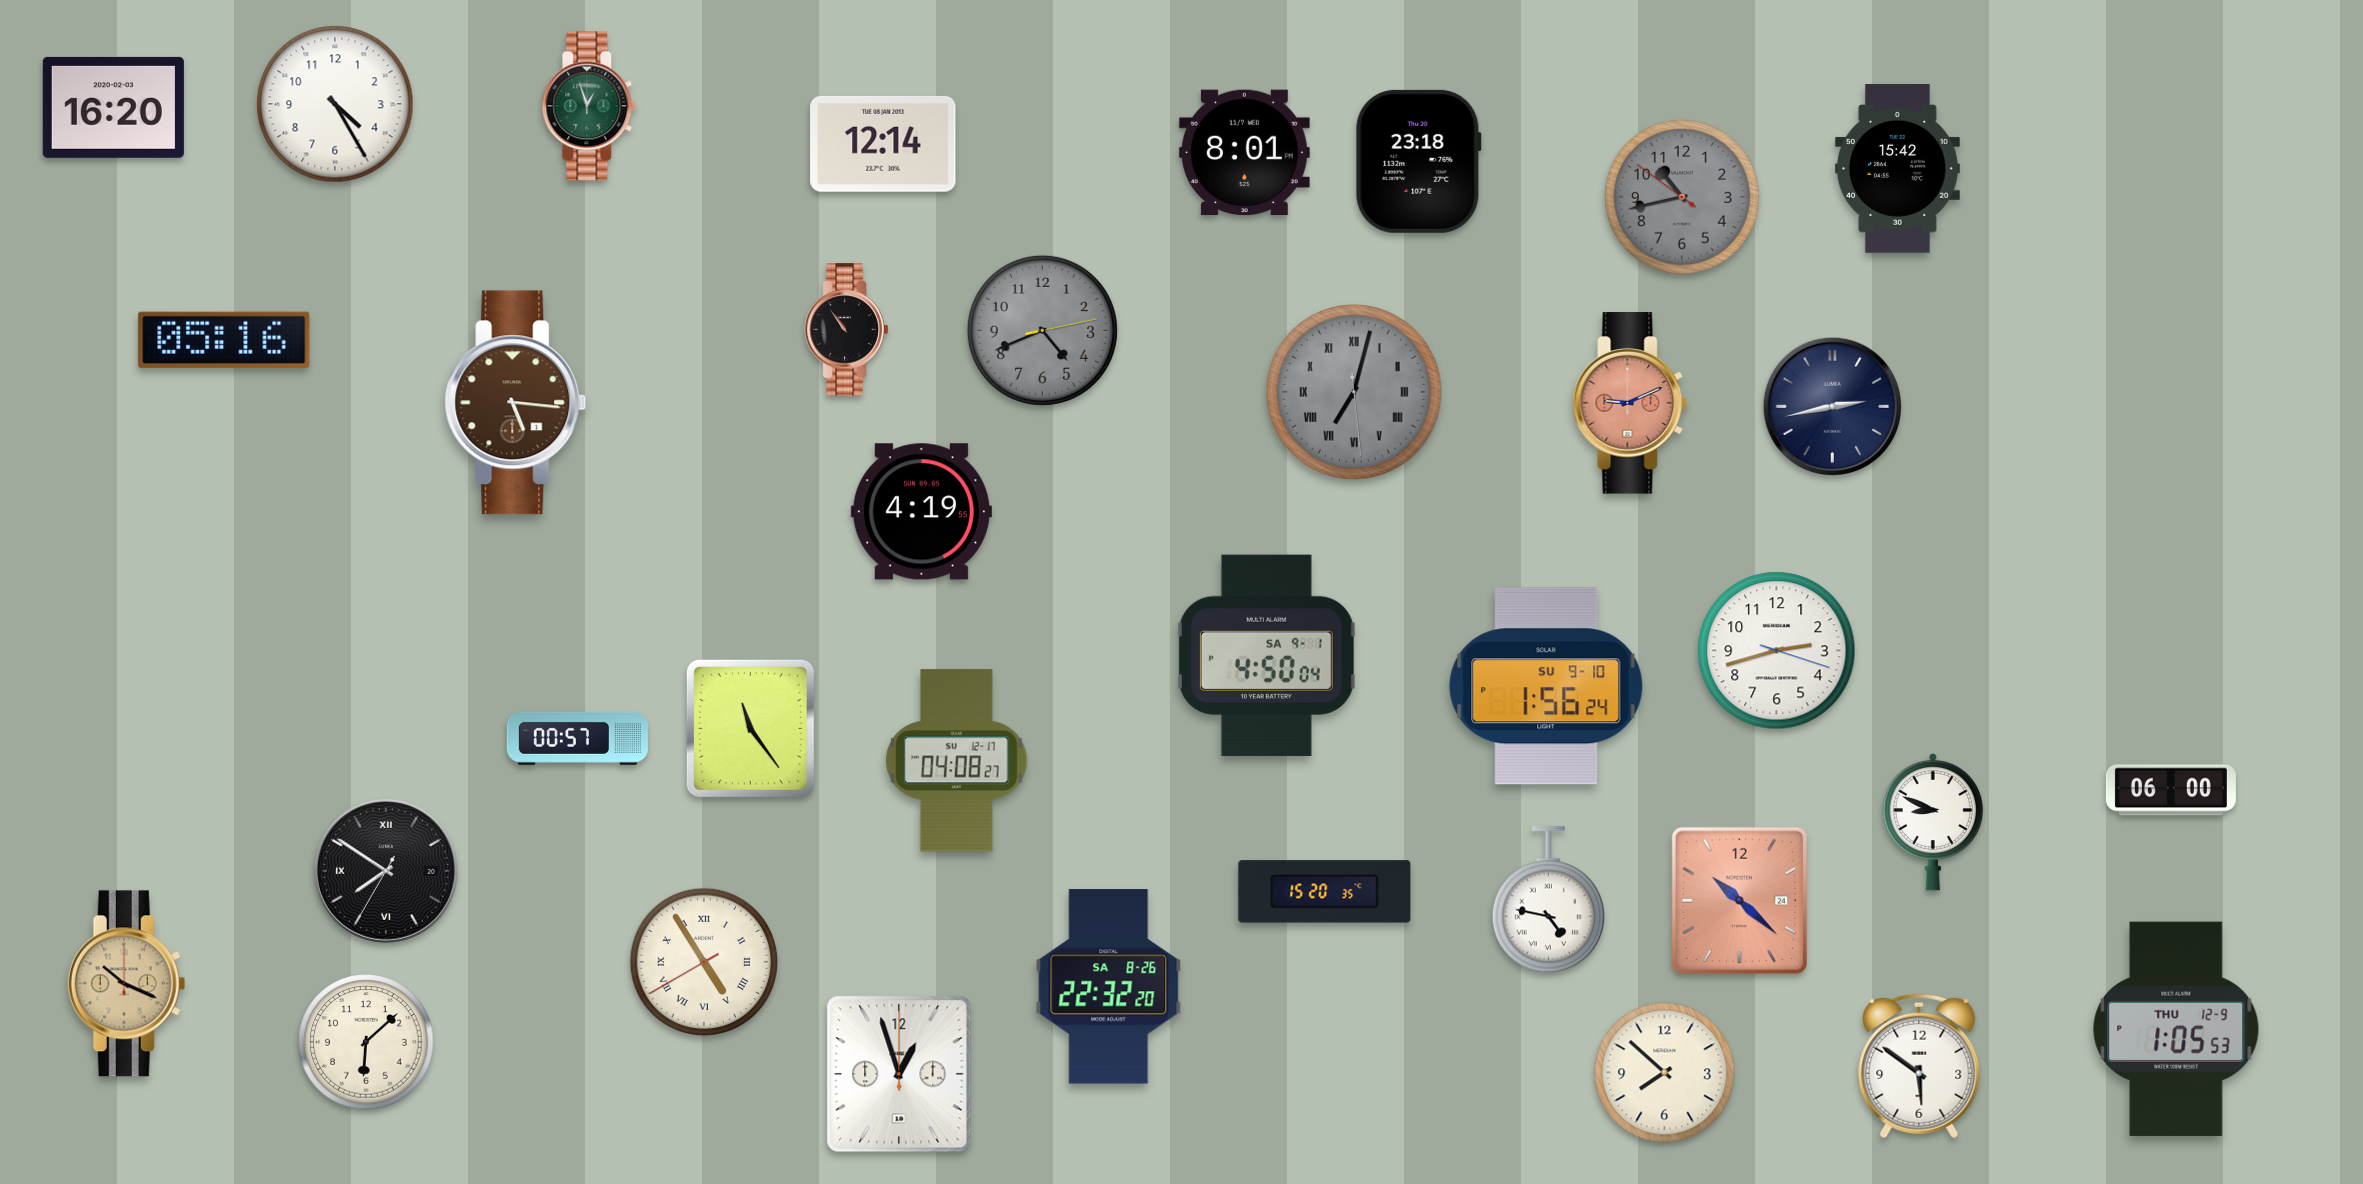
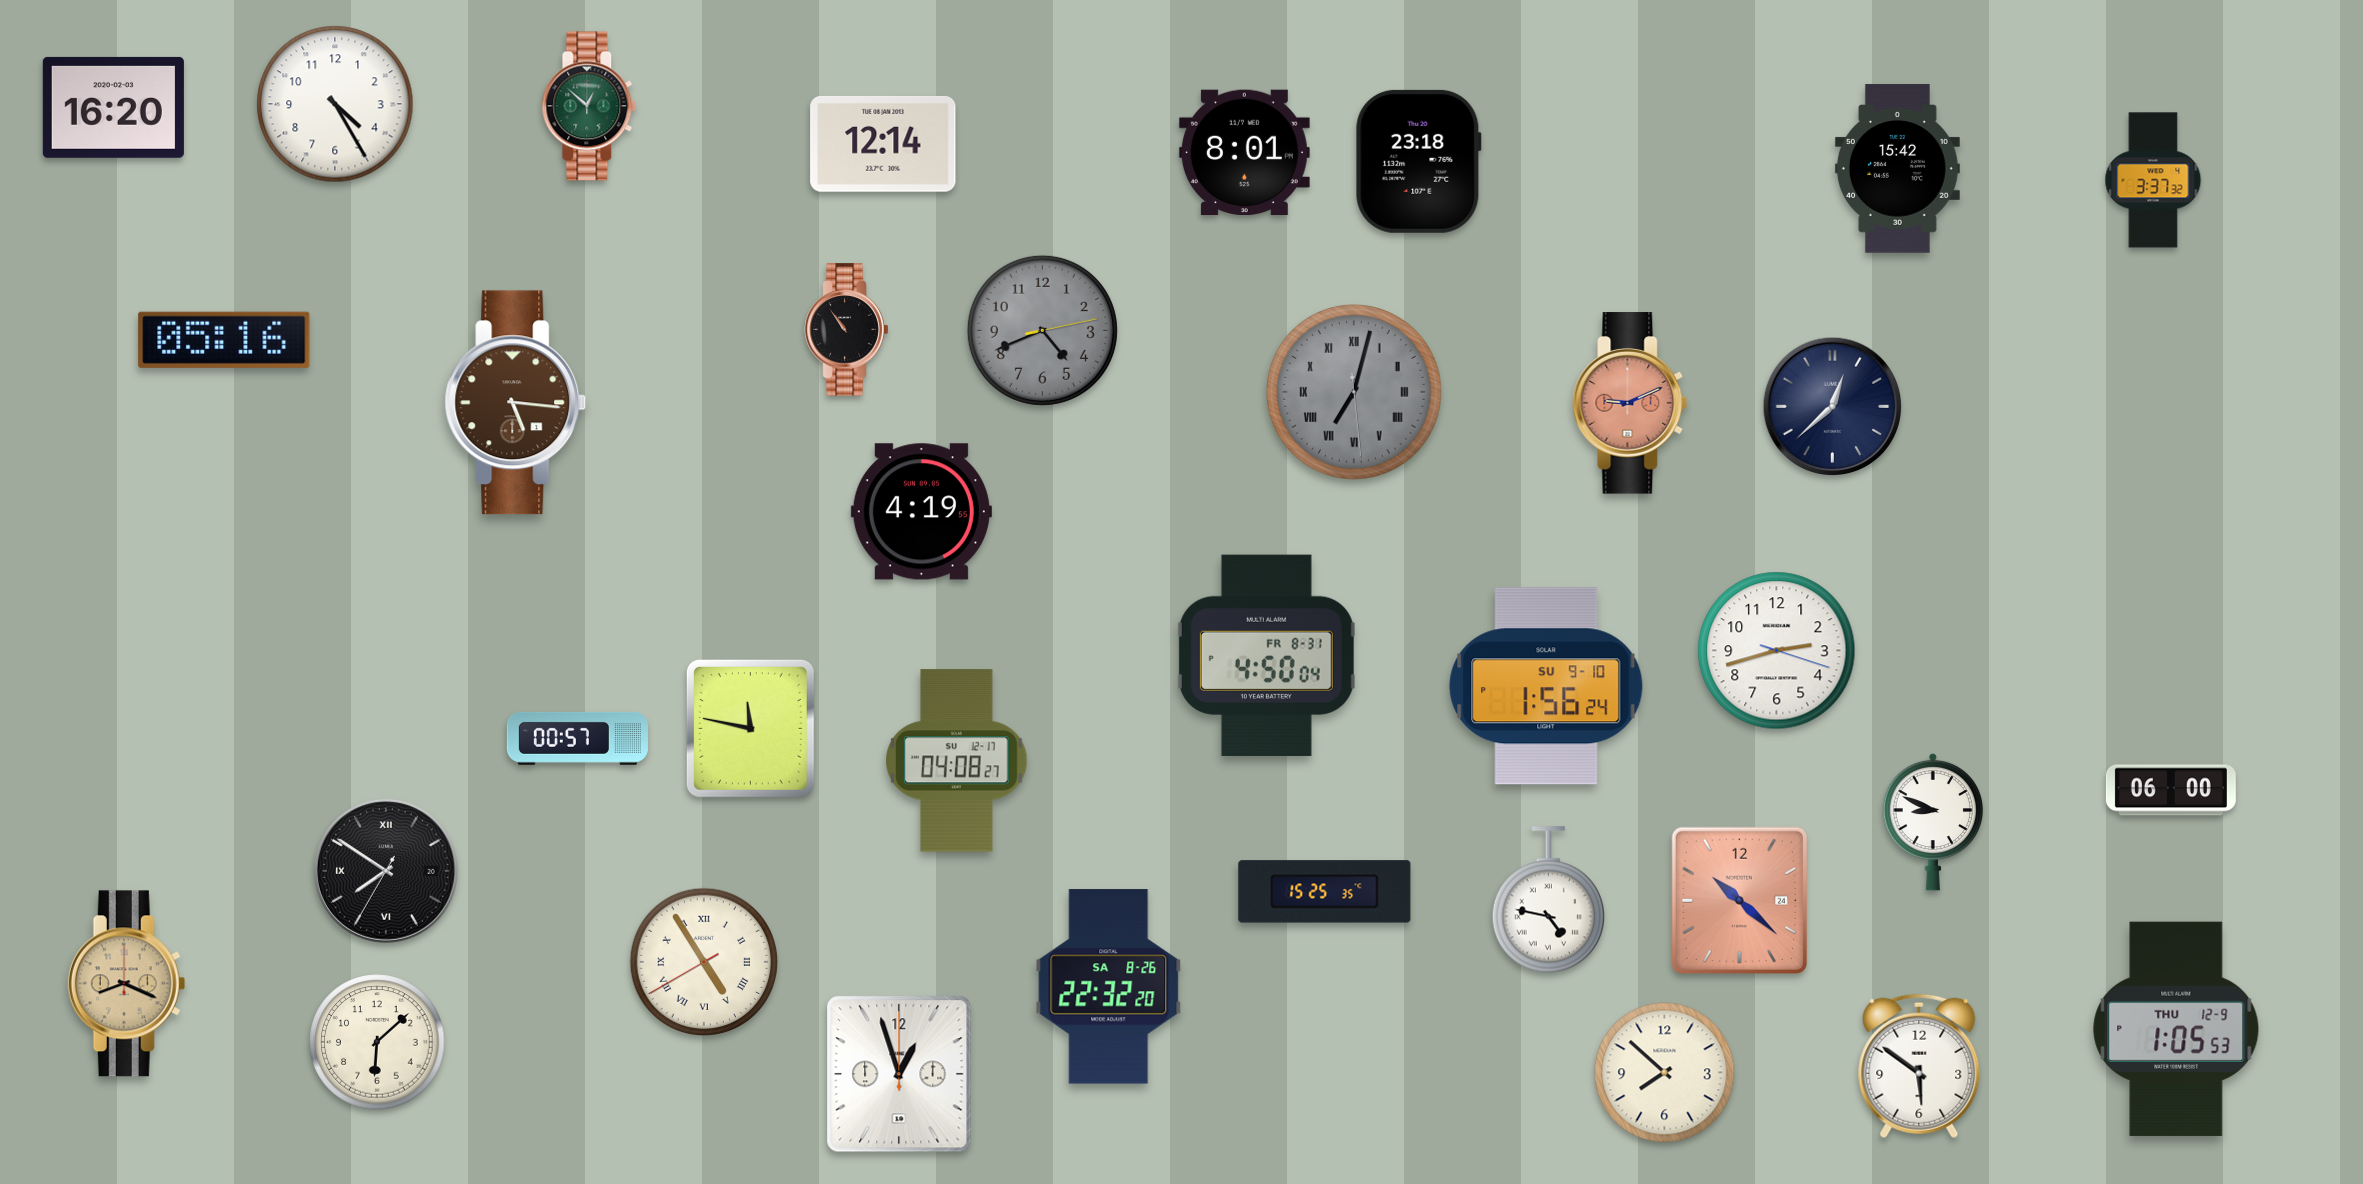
clock at (589, 106): 12:57 -> 12:52
clock at (2153, 180): none -> 3:37
clock at (1682, 197): 10:42 -> none
clock at (1833, 407): 2:43 -> 12:38
clock at (1266, 655) date: SA 9-1 -> FR 8-31
clock at (750, 728): 11:24 -> 11:47
clock at (1325, 892): 15:20 -> 15:25
clock at (127, 984): 10:19 -> 8:19
clock at (366, 1042) position: (366, 1042) -> (377, 1042)
